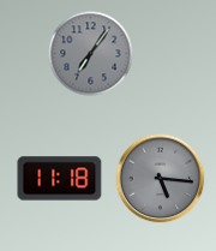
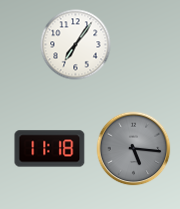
clock at (91, 54) dial: grey -> white
